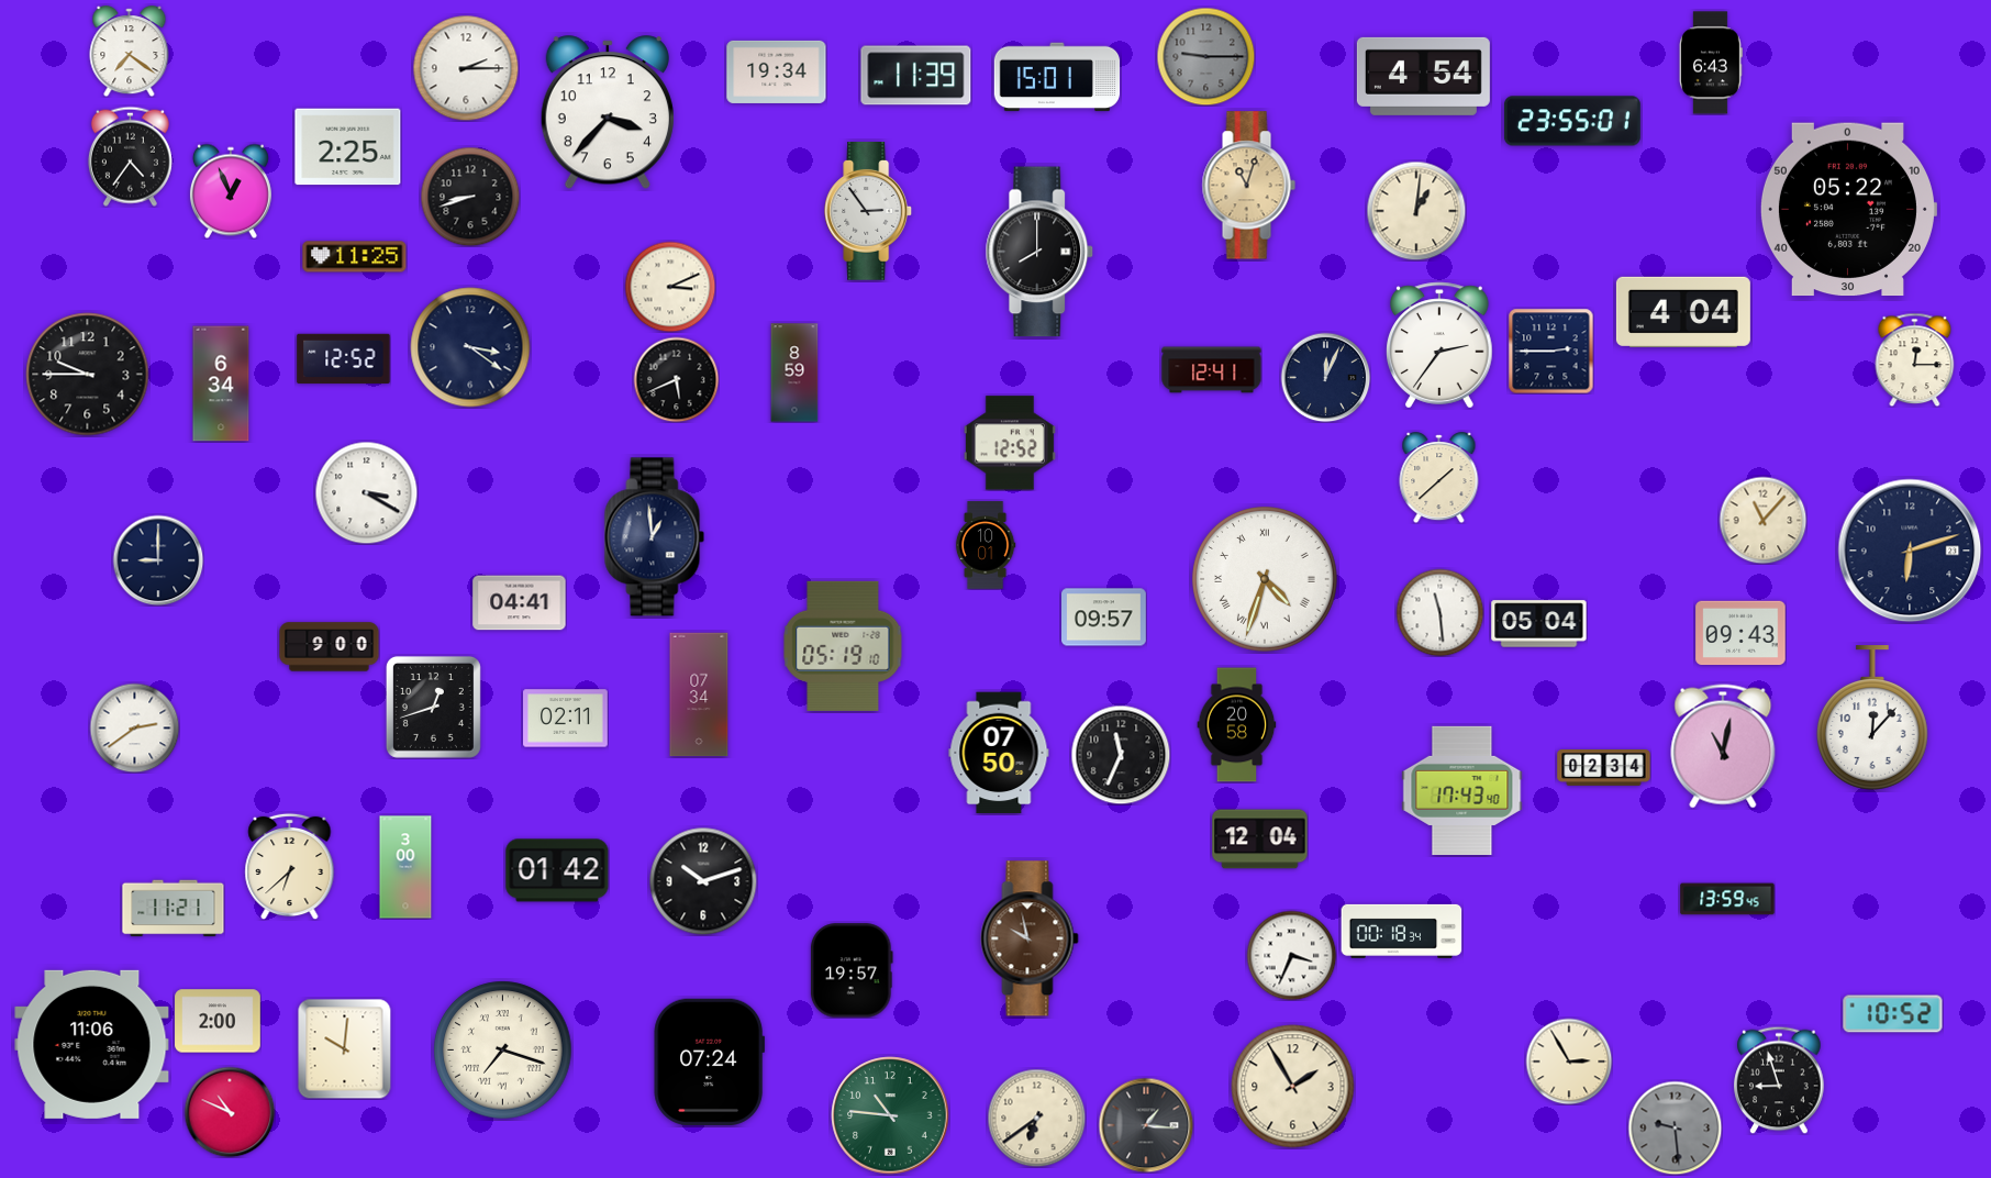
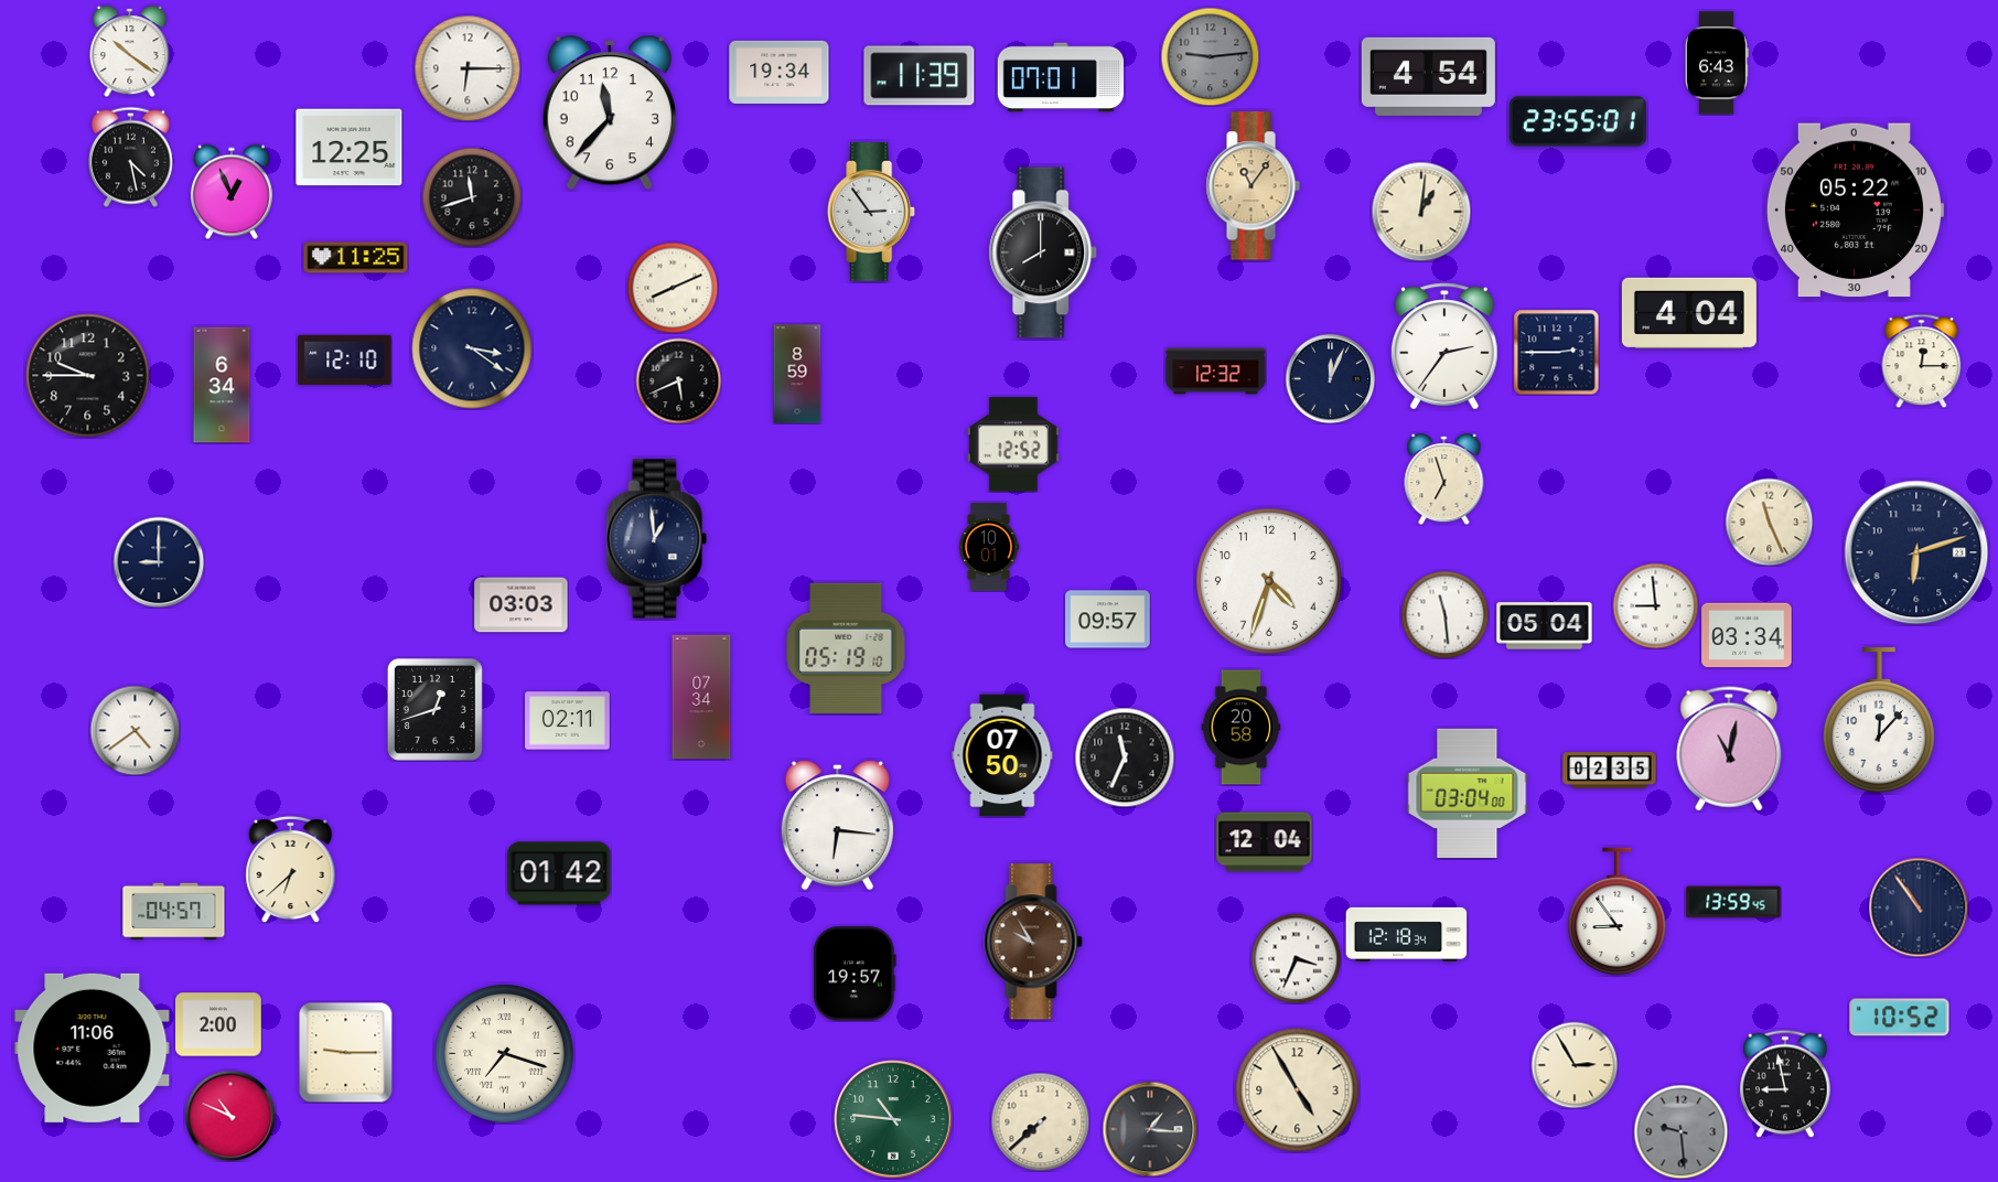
clock at (130, 52): 7:21 -> 10:21
clock at (1205, 56): 9:15 -> 9:14
clock at (466, 68): 2:15 -> 6:15
clock at (1057, 77): 15:01 -> 07:01
clock at (608, 113): 3:37 -> 11:37
clock at (348, 147): 2:25 -> 12:25
clock at (130, 156): 4:36 -> 4:28
clock at (1248, 186): 11:03 -> 11:06
clock at (470, 197): 8:42 -> 11:42
clock at (670, 287): 3:11 -> 8:11
clock at (344, 359): 12:52 -> 12:10
clock at (1212, 370): 12:41 -> 12:32
clock at (1439, 478): 1:38 -> 6:57
clock at (366, 492): 3:20 -> none
clock at (1762, 520): 11:07 -> 11:26
clock at (1266, 580) numerals: Roman -> Arabic
clock at (520, 603): 04:41 -> 03:03
clock at (1655, 605): none -> 8:59
clock at (1740, 633): 09:43 -> 03:34
clock at (330, 647): 9:00 -> none
clock at (134, 727): 2:39 -> 4:39
clock at (1604, 768): 02:34 -> 02:35
clock at (1462, 790): 17:43 -> 03:04
clock at (837, 826): none -> 6:16
clock at (405, 867): 3:00 -> none
clock at (703, 881): 10:12 -> none
clock at (1919, 907): none -> 10:54
clock at (174, 909): 11:21 -> 04:57
clock at (1618, 912): none -> 8:54
clock at (1402, 931): 00:18 -> 12:18
clock at (1030, 938): 9:58 -> 9:55
clock at (345, 1048): 10:01 -> 9:15
clock at (709, 1062): 07:24 -> none
clock at (1779, 1080): 8:57 -> 8:58
clock at (1293, 1087): 1:55 -> 4:55
clock at (1036, 1118): 6:39 -> 7:38
